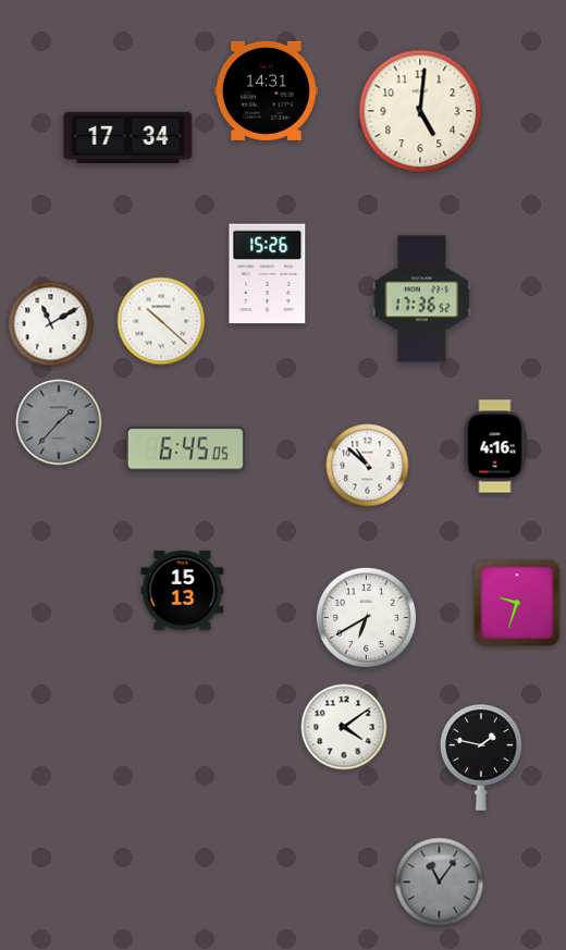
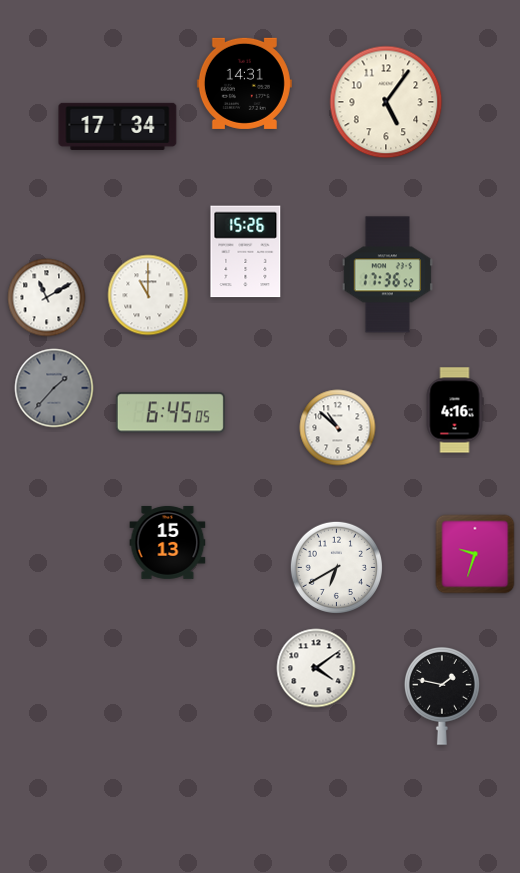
clock at (420, 111): 5:01 -> 5:06
clock at (161, 321): 10:22 -> 11:00
clock at (440, 883): 11:06 -> none
